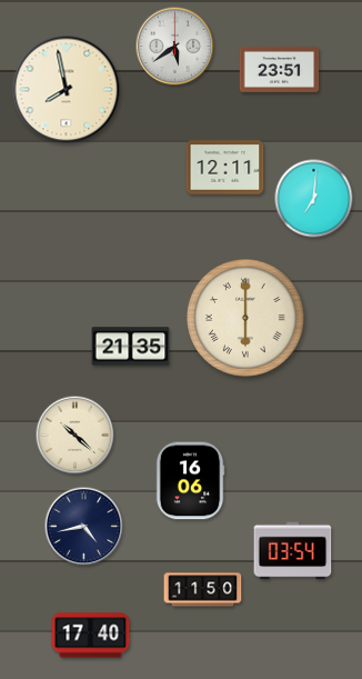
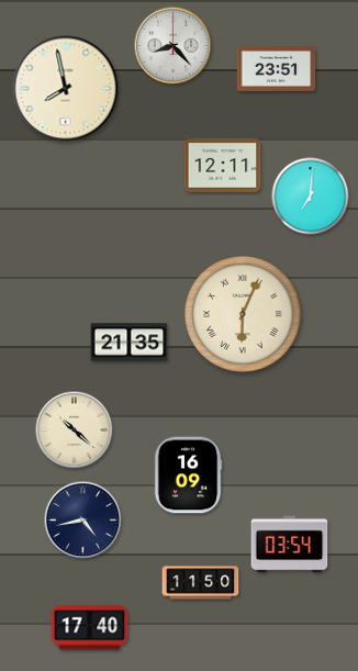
clock at (175, 47): 5:39 -> 8:23
clock at (247, 319): 6:00 -> 6:04
clock at (190, 481): 16:06 -> 16:09
